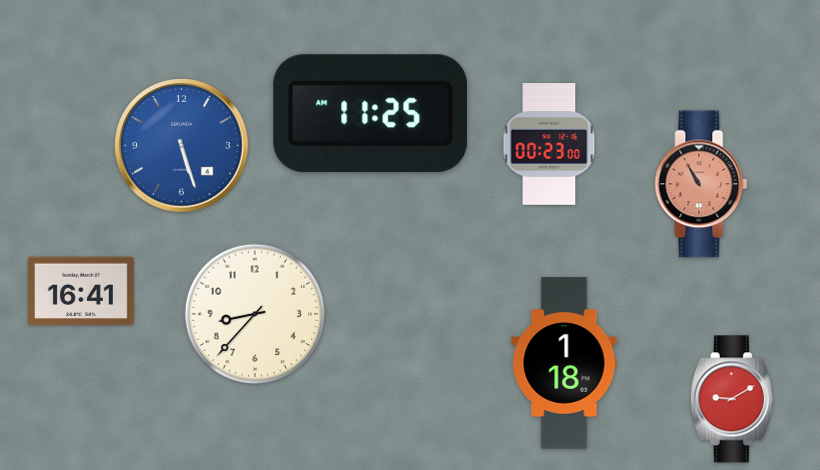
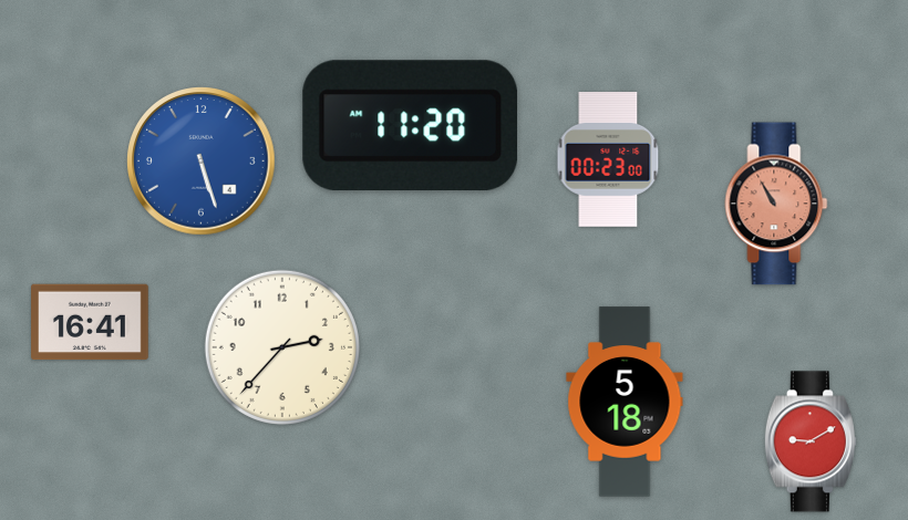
clock at (370, 113): 11:25 -> 11:20
clock at (255, 314): 8:37 -> 2:37
clock at (564, 363): 1:18 -> 5:18
